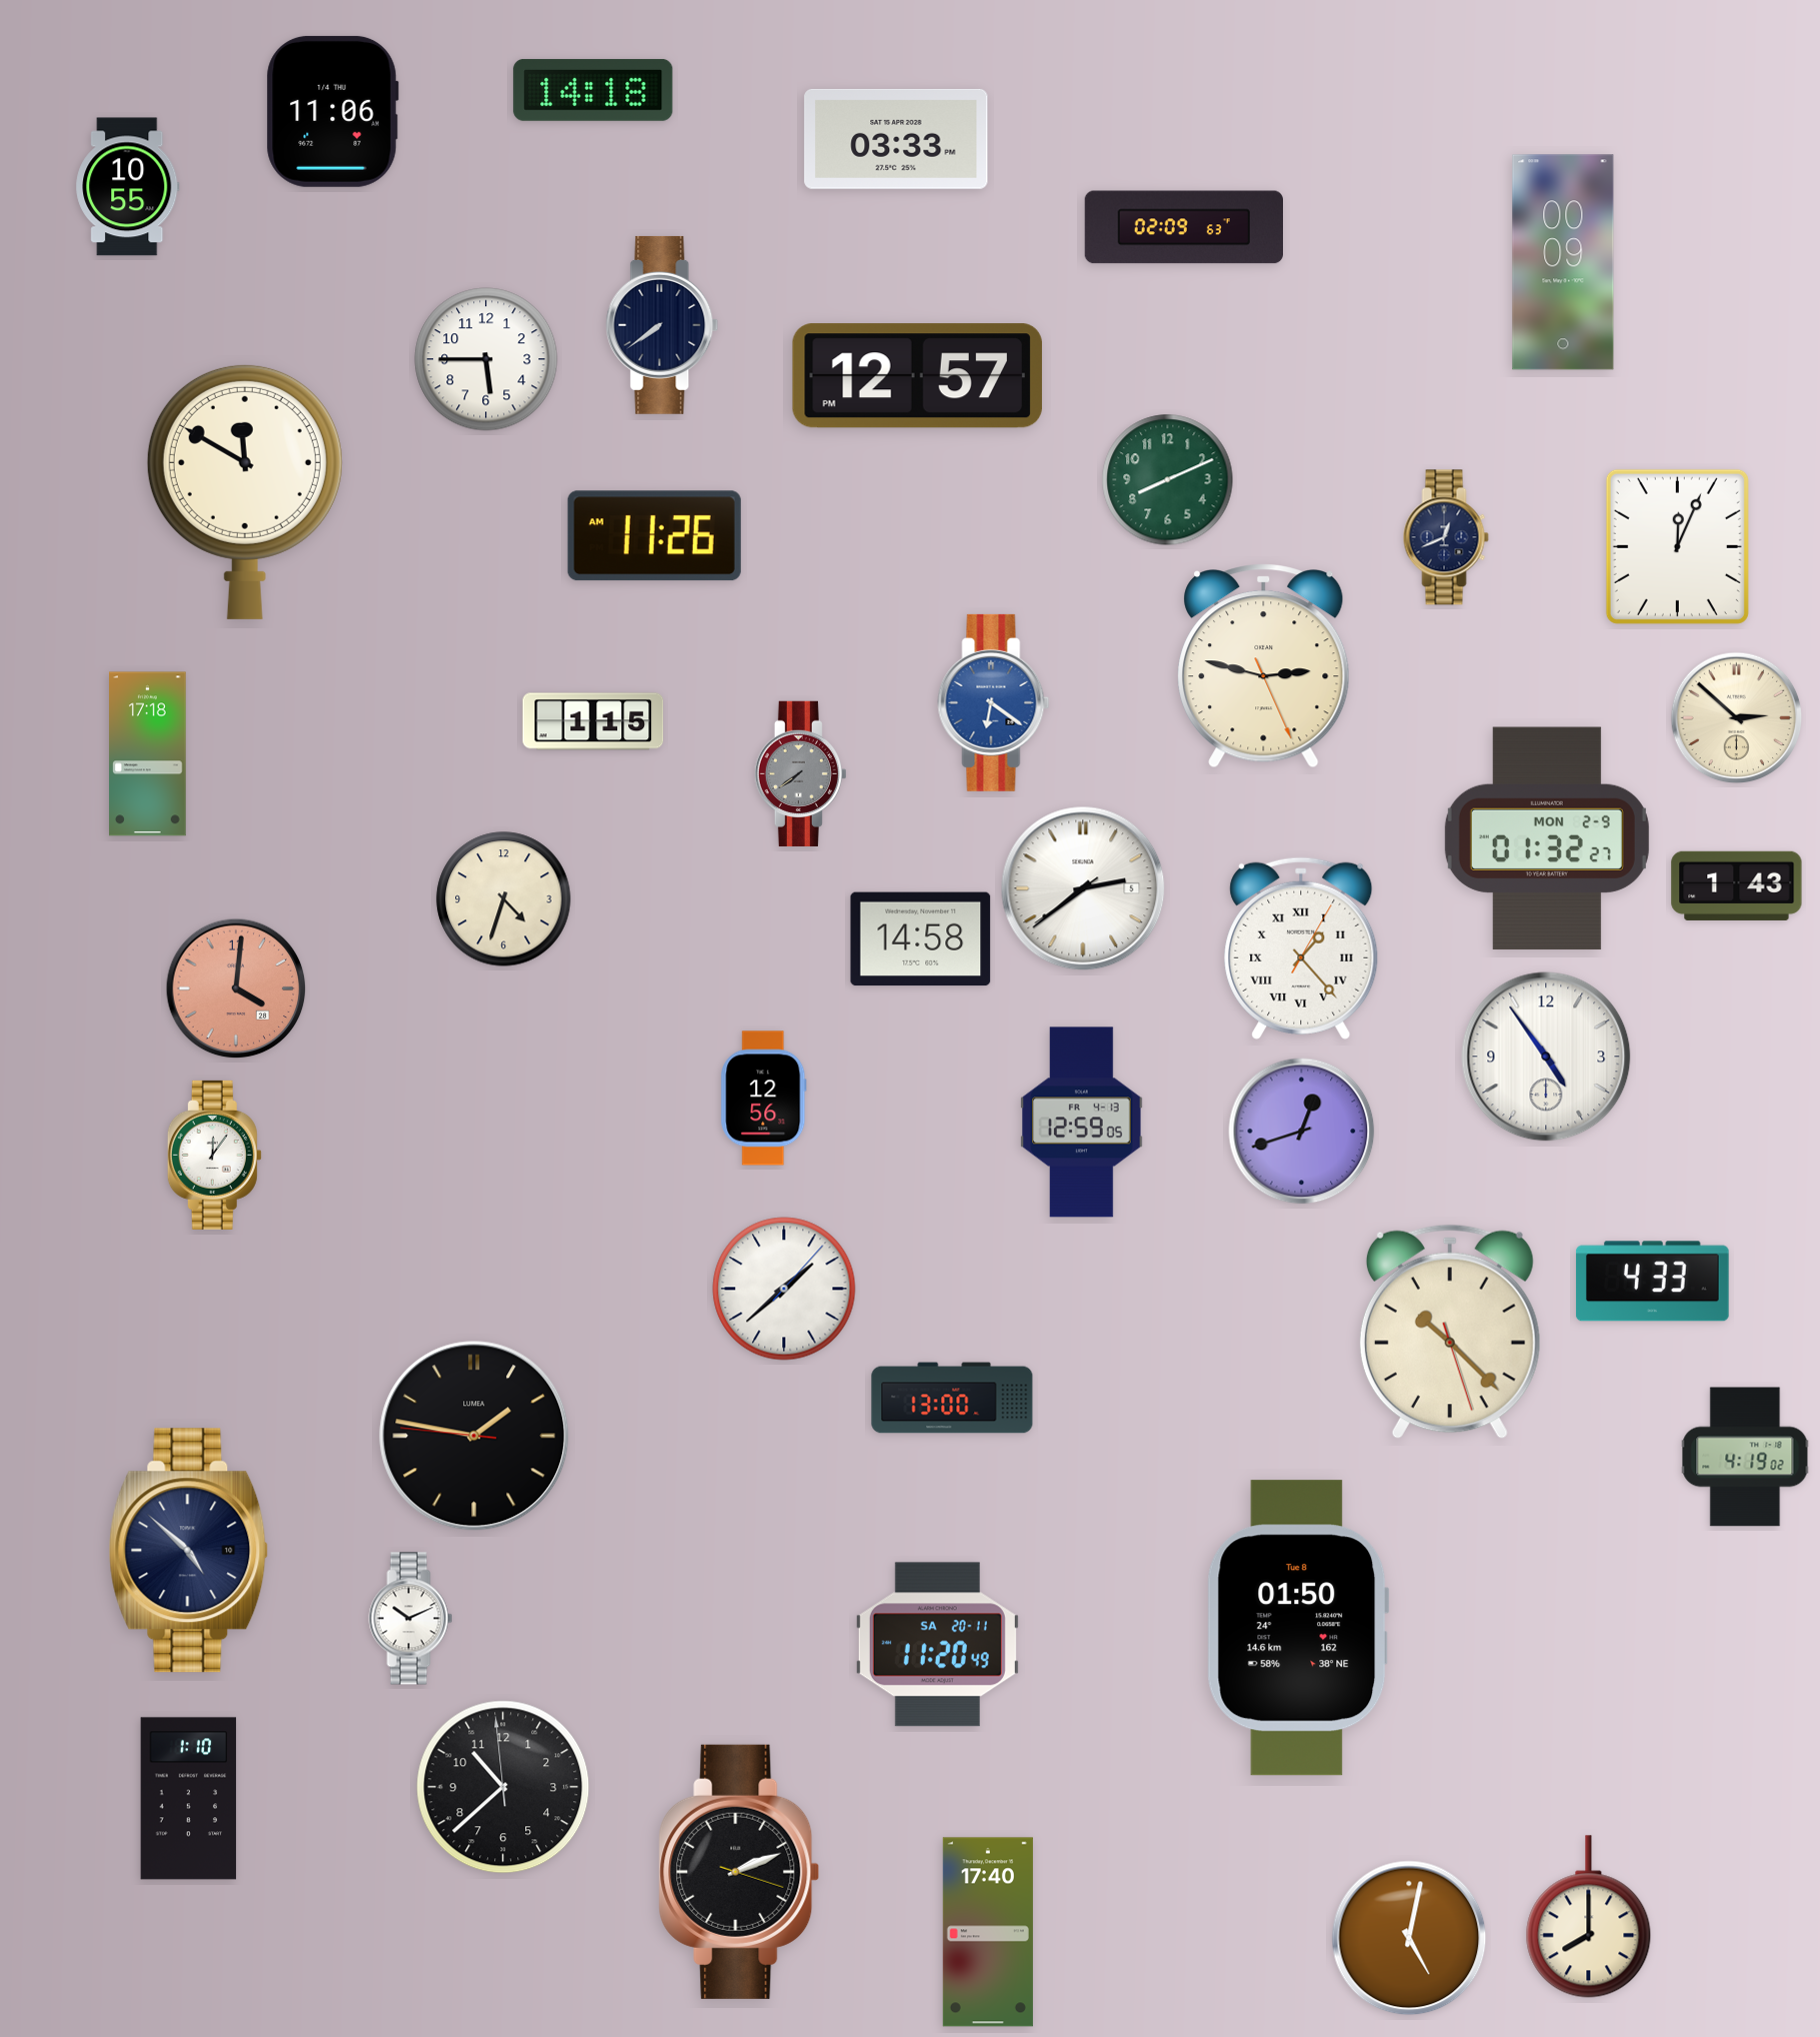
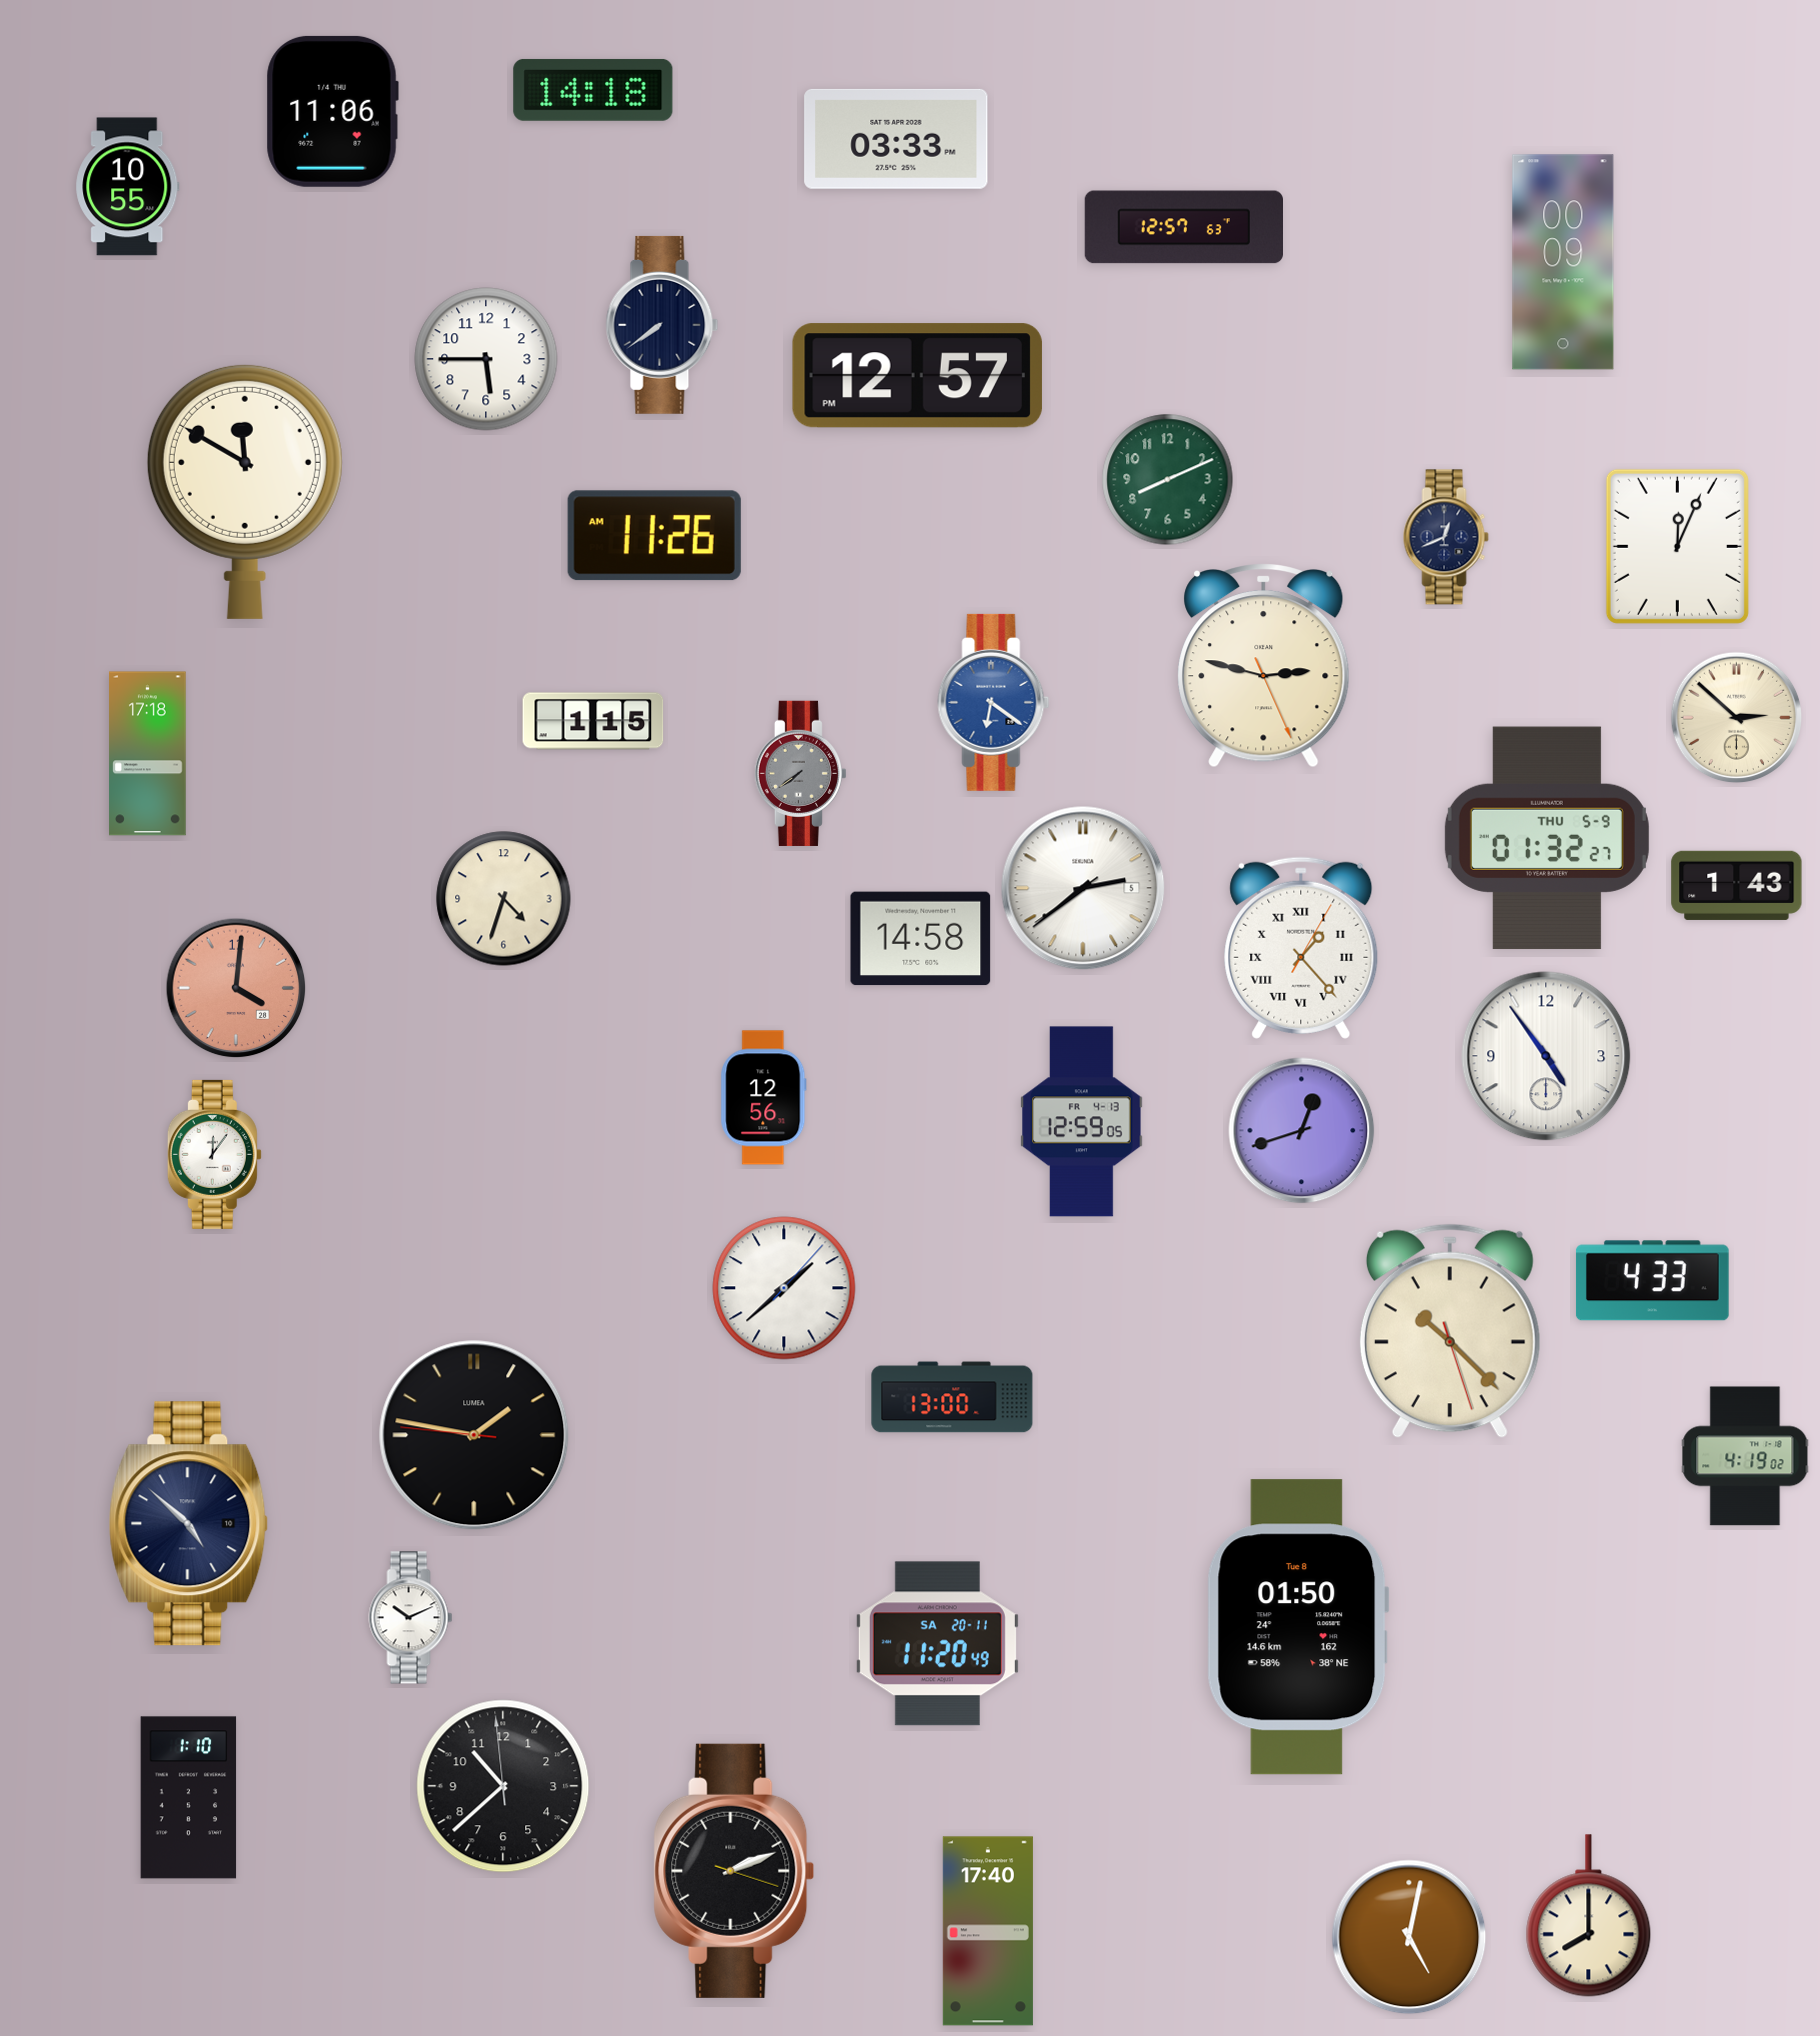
clock at (1183, 227): 02:09 -> 12:57
clock at (1547, 838) date: MON 2-9 -> THU 5-9
clock at (189, 1551) position: (189, 1551) -> (189, 1524)
clock at (739, 1872) position: (739, 1872) -> (734, 1871)
